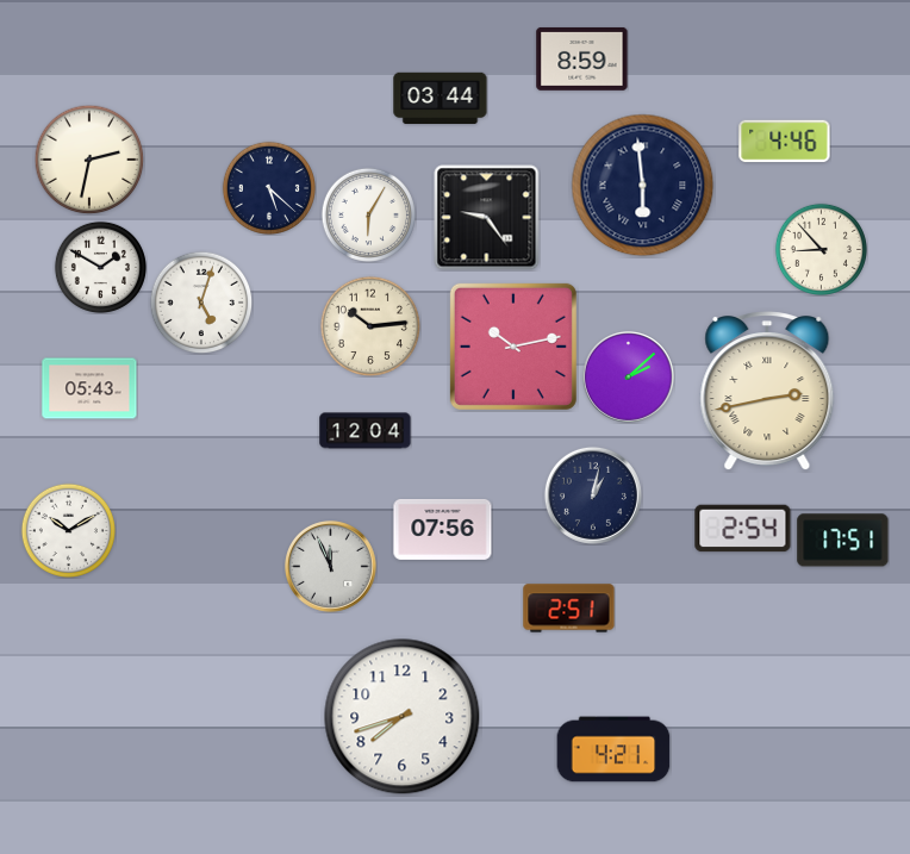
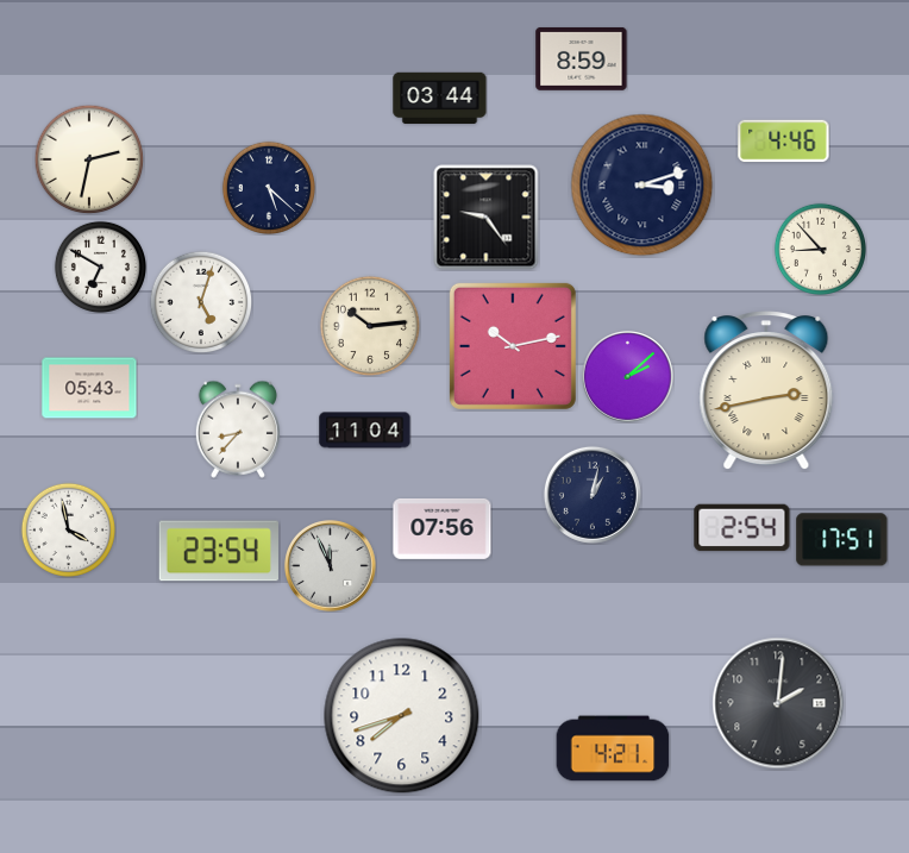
clock at (643, 186): 5:59 -> 3:12
clock at (368, 214): 6:05 -> none
clock at (100, 267): 1:50 -> 6:50
clock at (238, 429): none -> 8:37
clock at (366, 431): 12:04 -> 11:04
clock at (68, 530): 10:10 -> 3:58
clock at (219, 551): none -> 23:54
clock at (569, 609): 2:51 -> none
clock at (778, 703): none -> 2:01
